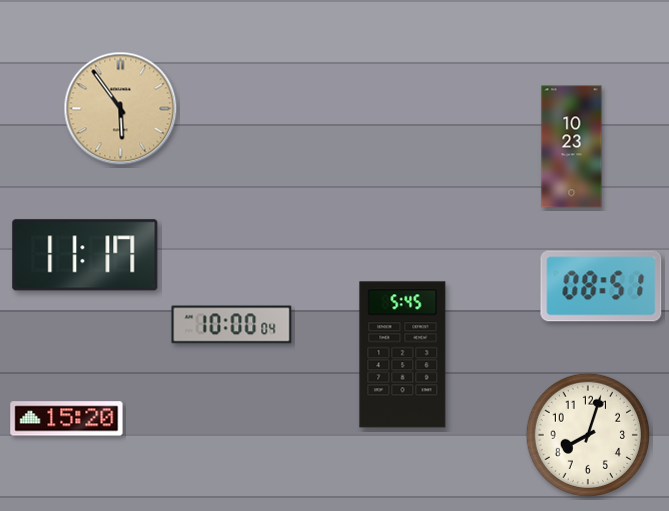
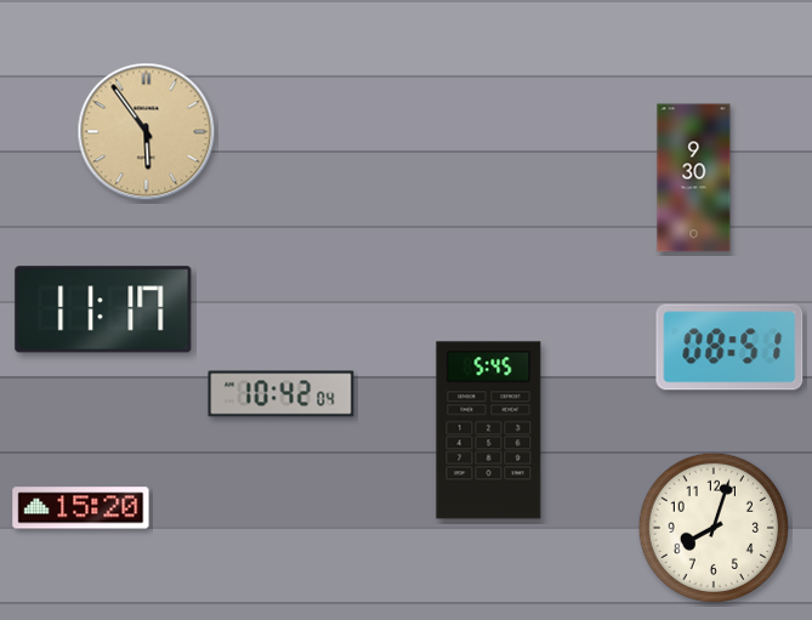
clock at (572, 147): 10:23 -> 9:30
clock at (232, 325): 10:00 -> 10:42
